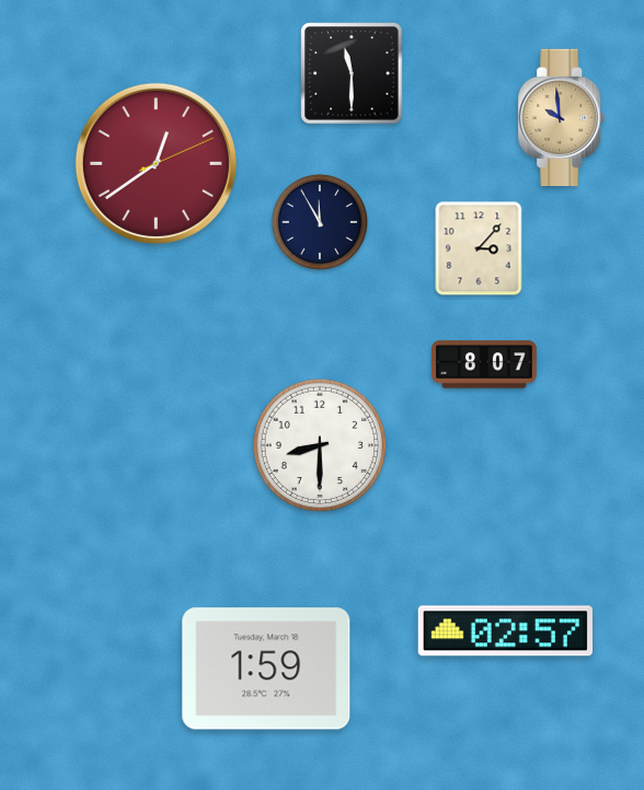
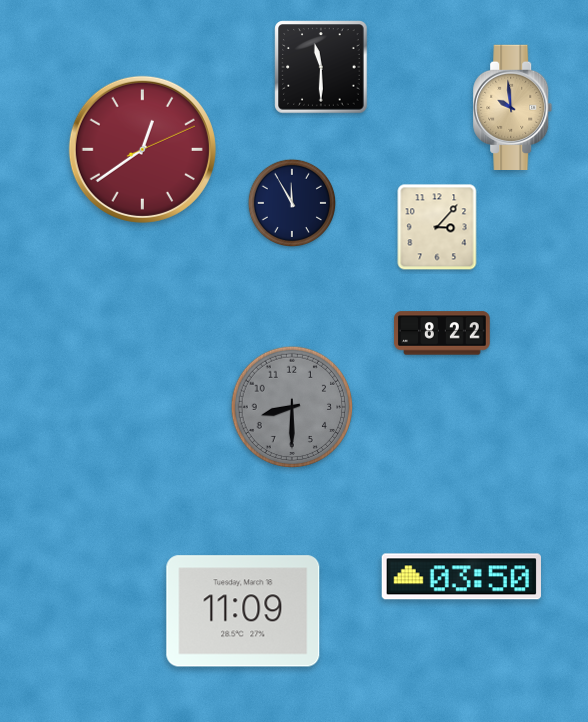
clock at (484, 364): 8:07 -> 8:22
clock at (320, 445) dial: white -> grey
clock at (505, 631): 02:57 -> 03:50
clock at (266, 669): 1:59 -> 11:09
